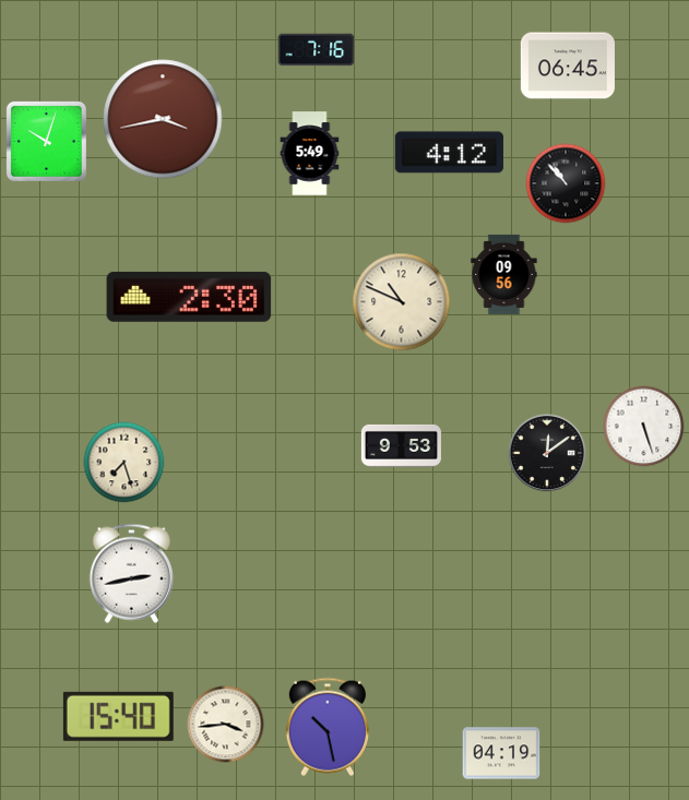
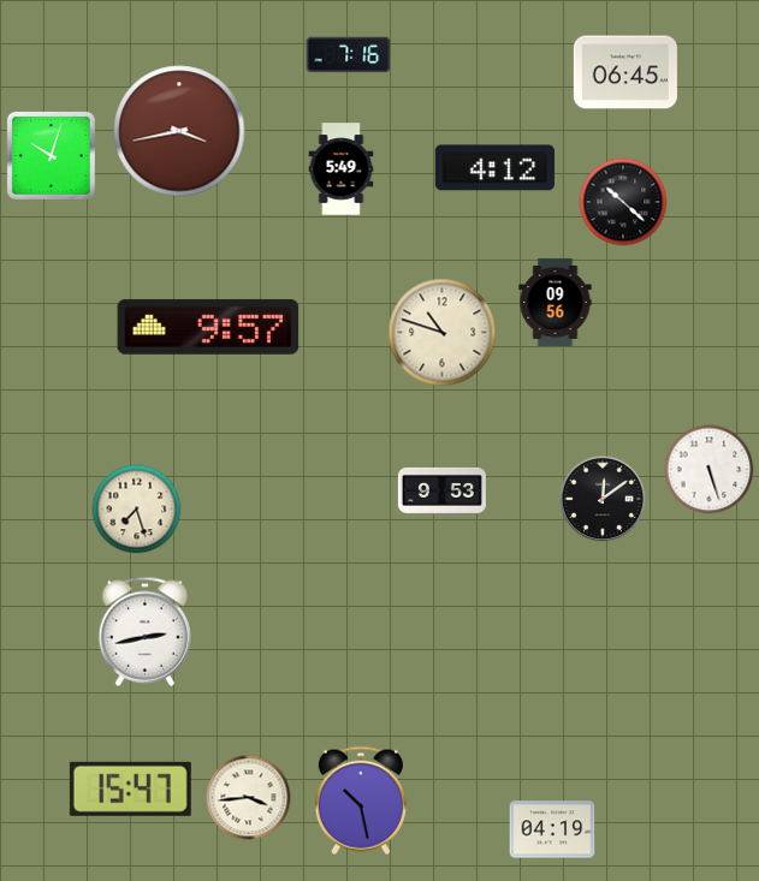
clock at (566, 183): 10:53 -> 10:22
clock at (189, 297): 2:30 -> 9:57
clock at (402, 302): 10:49 -> 10:48
clock at (118, 716): 15:40 -> 15:47
